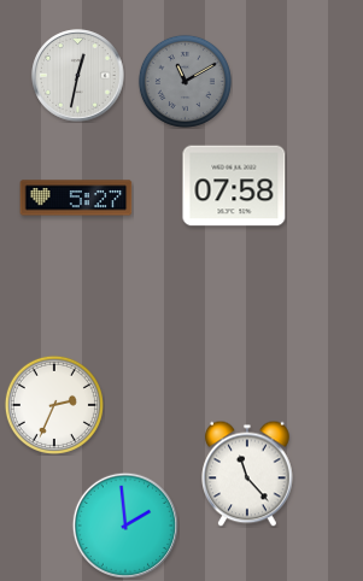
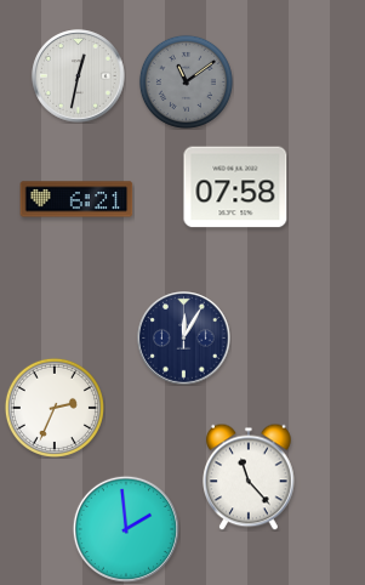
clock at (185, 81): 11:10 -> 11:09
clock at (76, 198): 5:27 -> 6:21
clock at (184, 339): none -> 12:05
